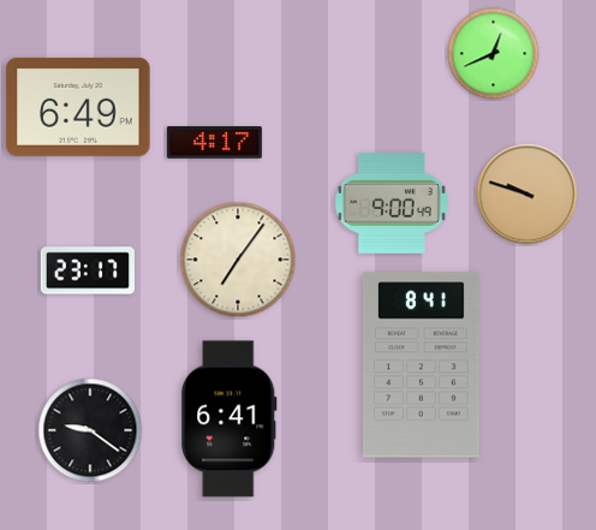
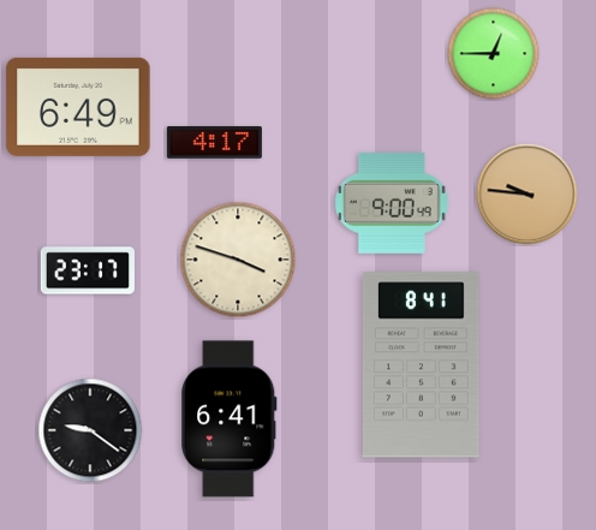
clock at (494, 54): 12:41 -> 12:45
clock at (528, 195): 9:48 -> 9:46
clock at (238, 260): 7:06 -> 3:48
